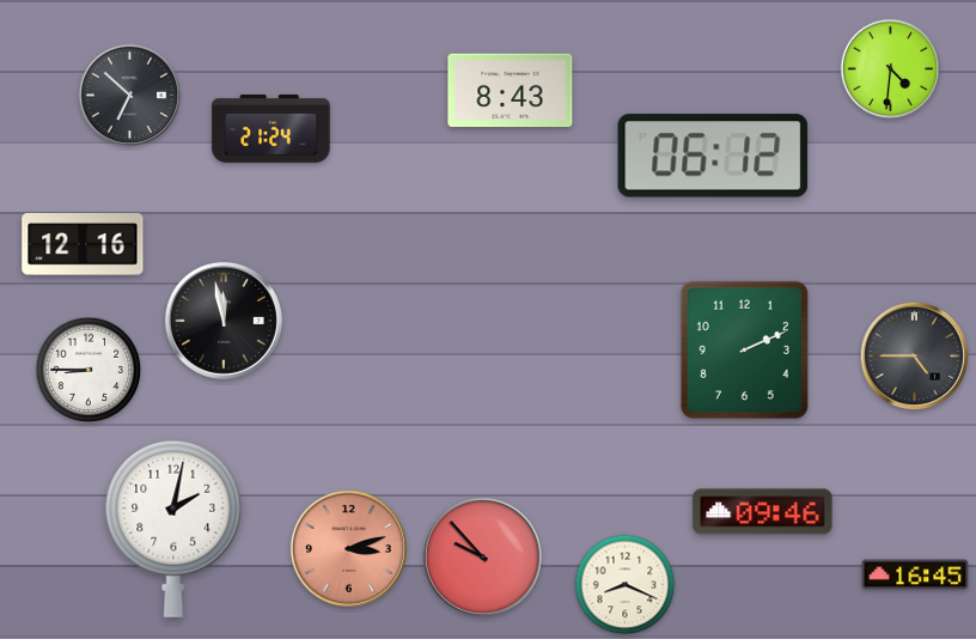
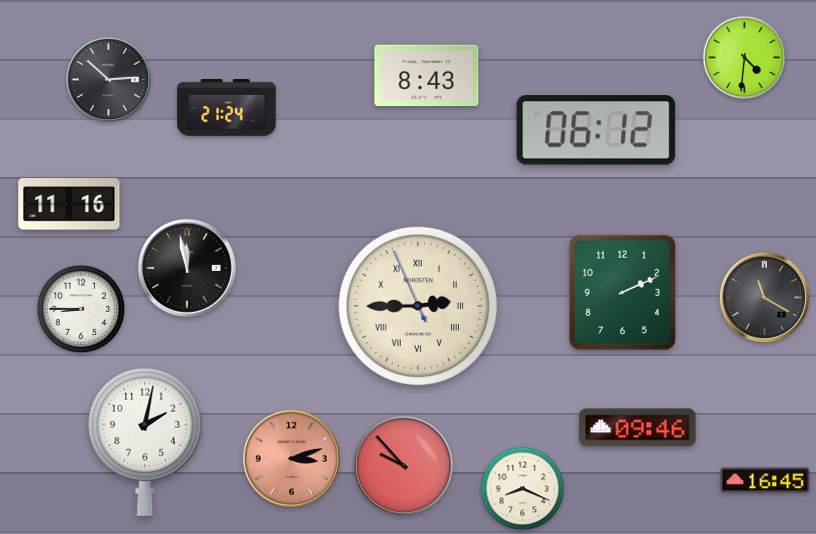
clock at (130, 96): 6:52 -> 2:52
clock at (83, 245): 12:16 -> 11:16
clock at (914, 355): 4:45 -> 11:20
clock at (418, 306): none -> 2:44
clock at (89, 370) position: (89, 370) -> (81, 309)
